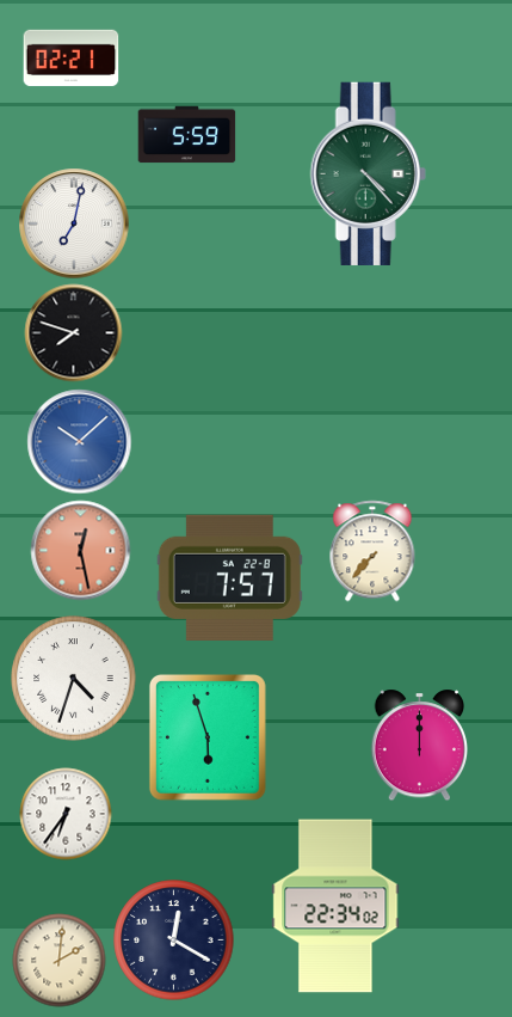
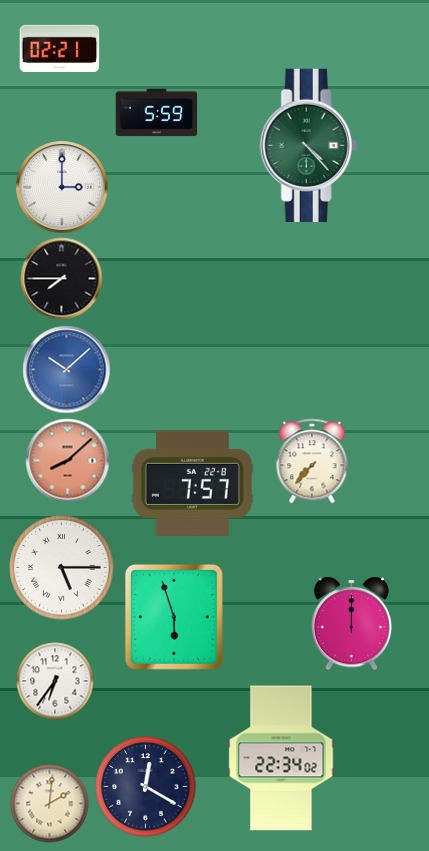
clock at (74, 223): 7:02 -> 3:00
clock at (74, 333): 7:48 -> 7:45
clock at (81, 551): 12:28 -> 8:08
clock at (74, 679): 4:33 -> 5:15
